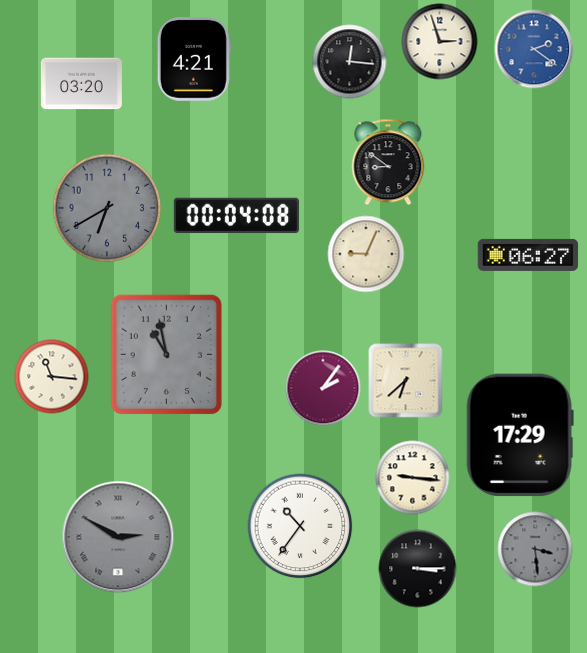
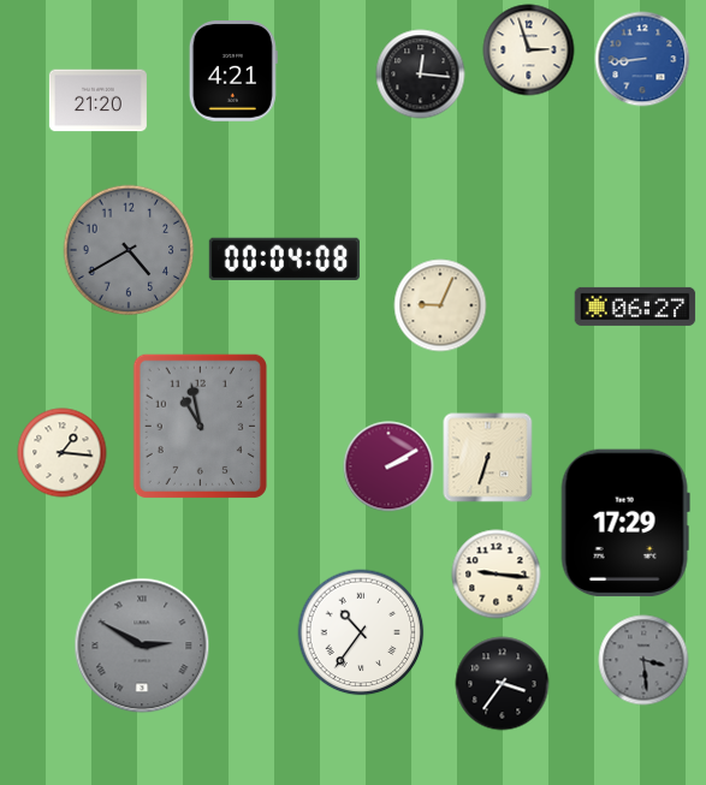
clock at (534, 49): 2:21 -> 8:44
clock at (81, 84): 03:20 -> 21:20
clock at (388, 162): 8:51 -> none
clock at (107, 208): 6:40 -> 4:40
clock at (52, 377): 11:16 -> 1:16
clock at (406, 381): 6:38 -> 6:33
clock at (323, 388): 2:06 -> 2:10
clock at (418, 569): 3:15 -> 3:36
